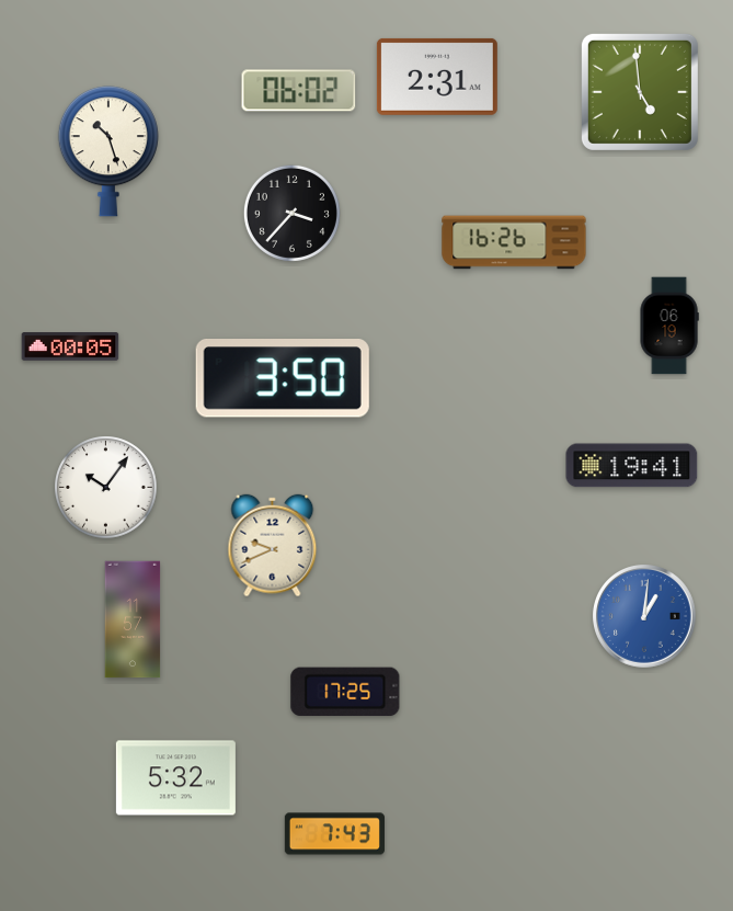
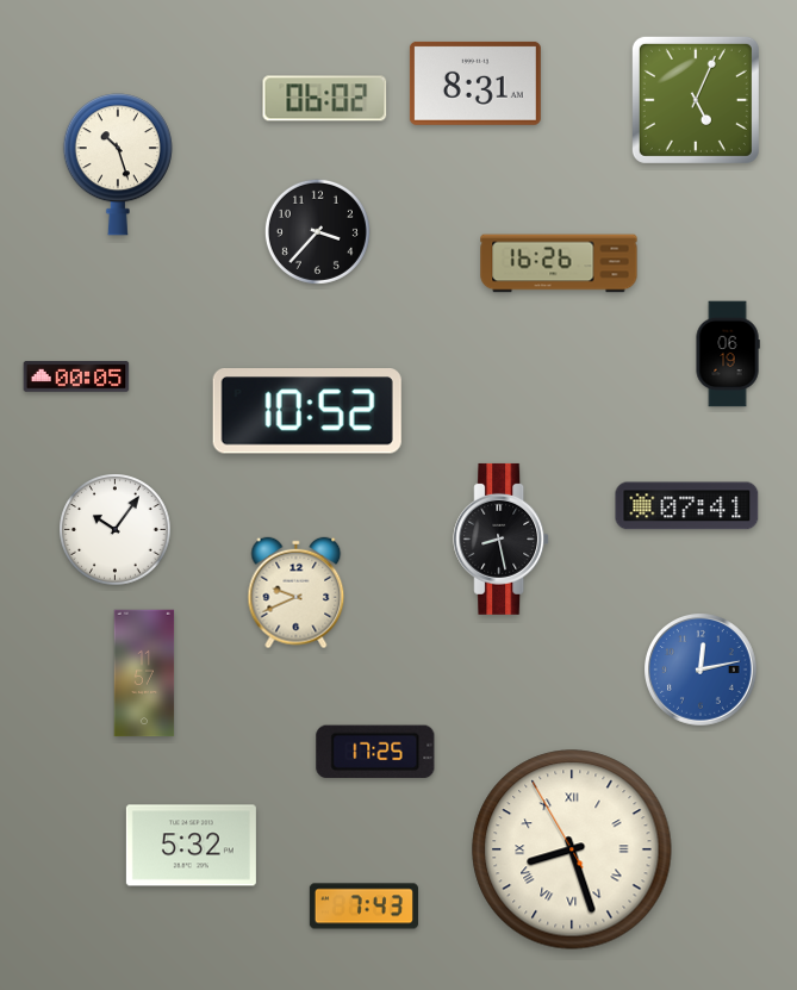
clock at (437, 77): 2:31 -> 8:31
clock at (640, 92): 4:59 -> 5:04
clock at (283, 379): 3:50 -> 10:52
clock at (632, 466): 19:41 -> 07:41
clock at (502, 538): none -> 8:28
clock at (645, 617): 1:01 -> 12:13
clock at (572, 849): none -> 8:26
